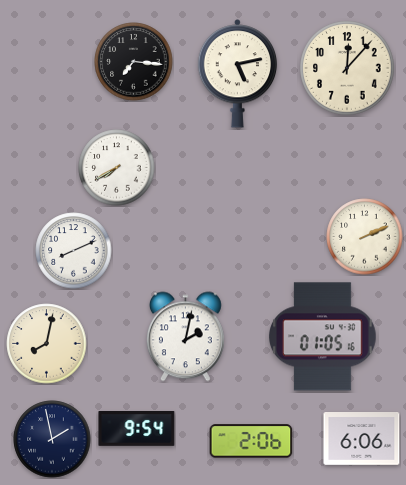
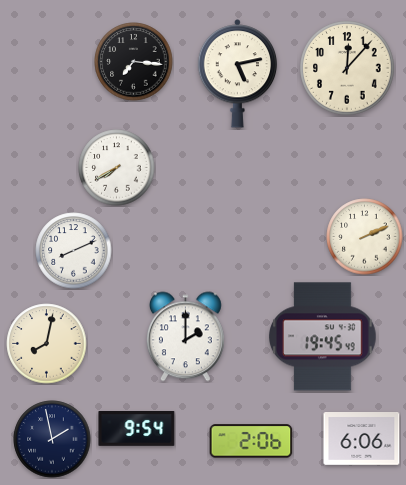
clock at (185, 337): 2:02 -> 2:00
clock at (323, 337): 01:05 -> 19:45
